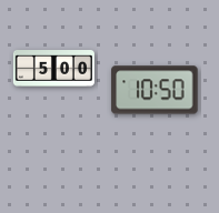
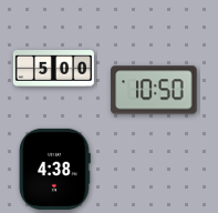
clock at (54, 169): none -> 4:38
